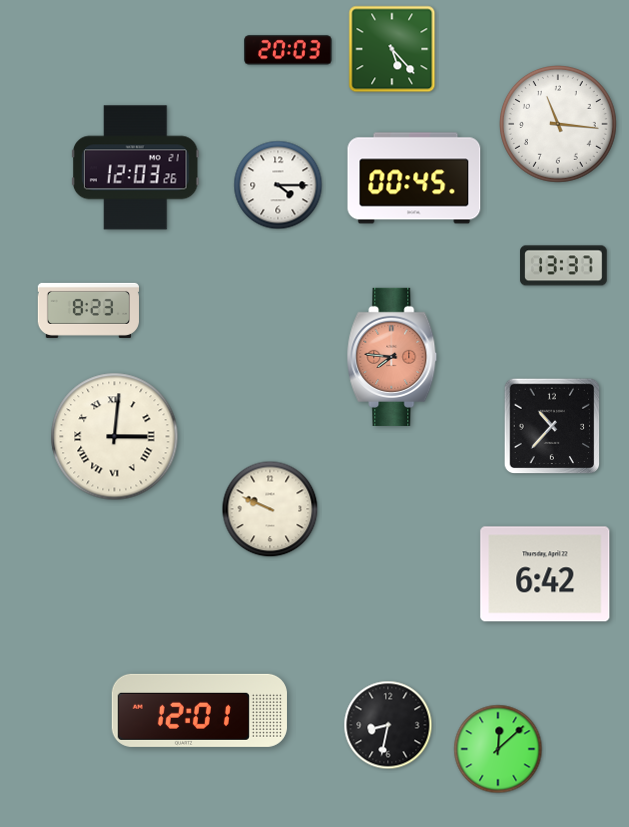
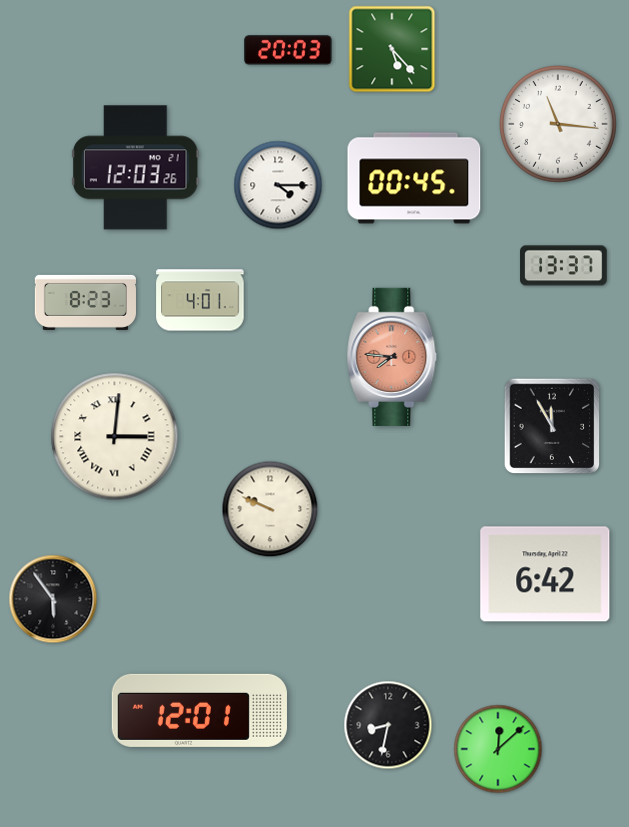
clock at (200, 300): none -> 4:01
clock at (88, 310) position: (88, 310) -> (85, 302)
clock at (552, 426): 10:37 -> 11:55
clock at (53, 599): none -> 5:54
